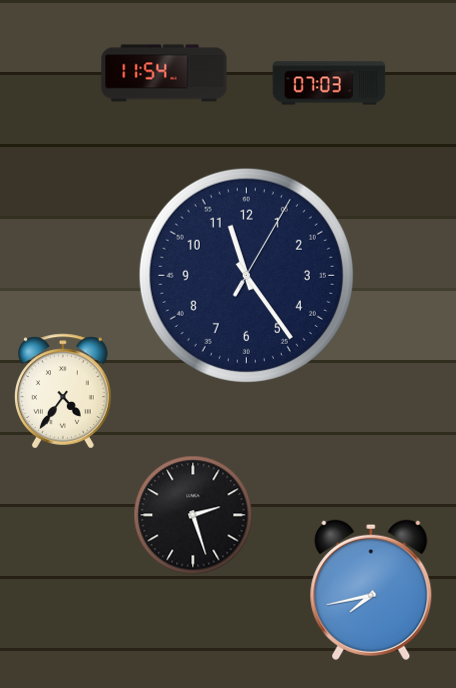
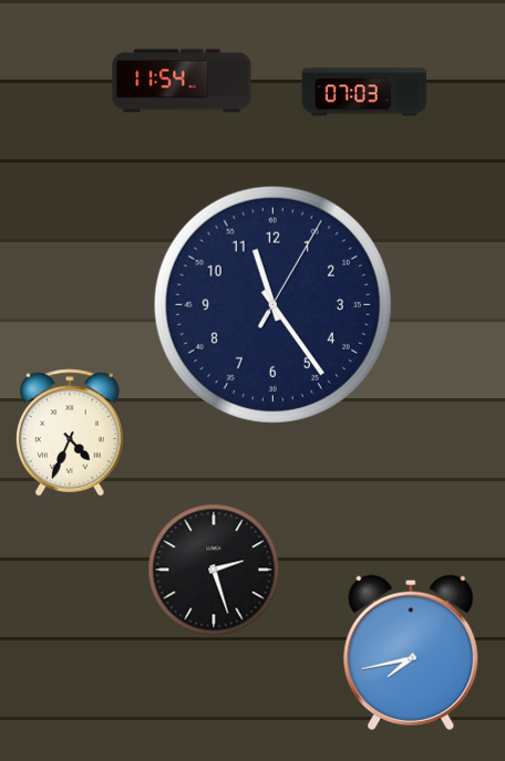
clock at (64, 391): 4:36 -> 4:34
